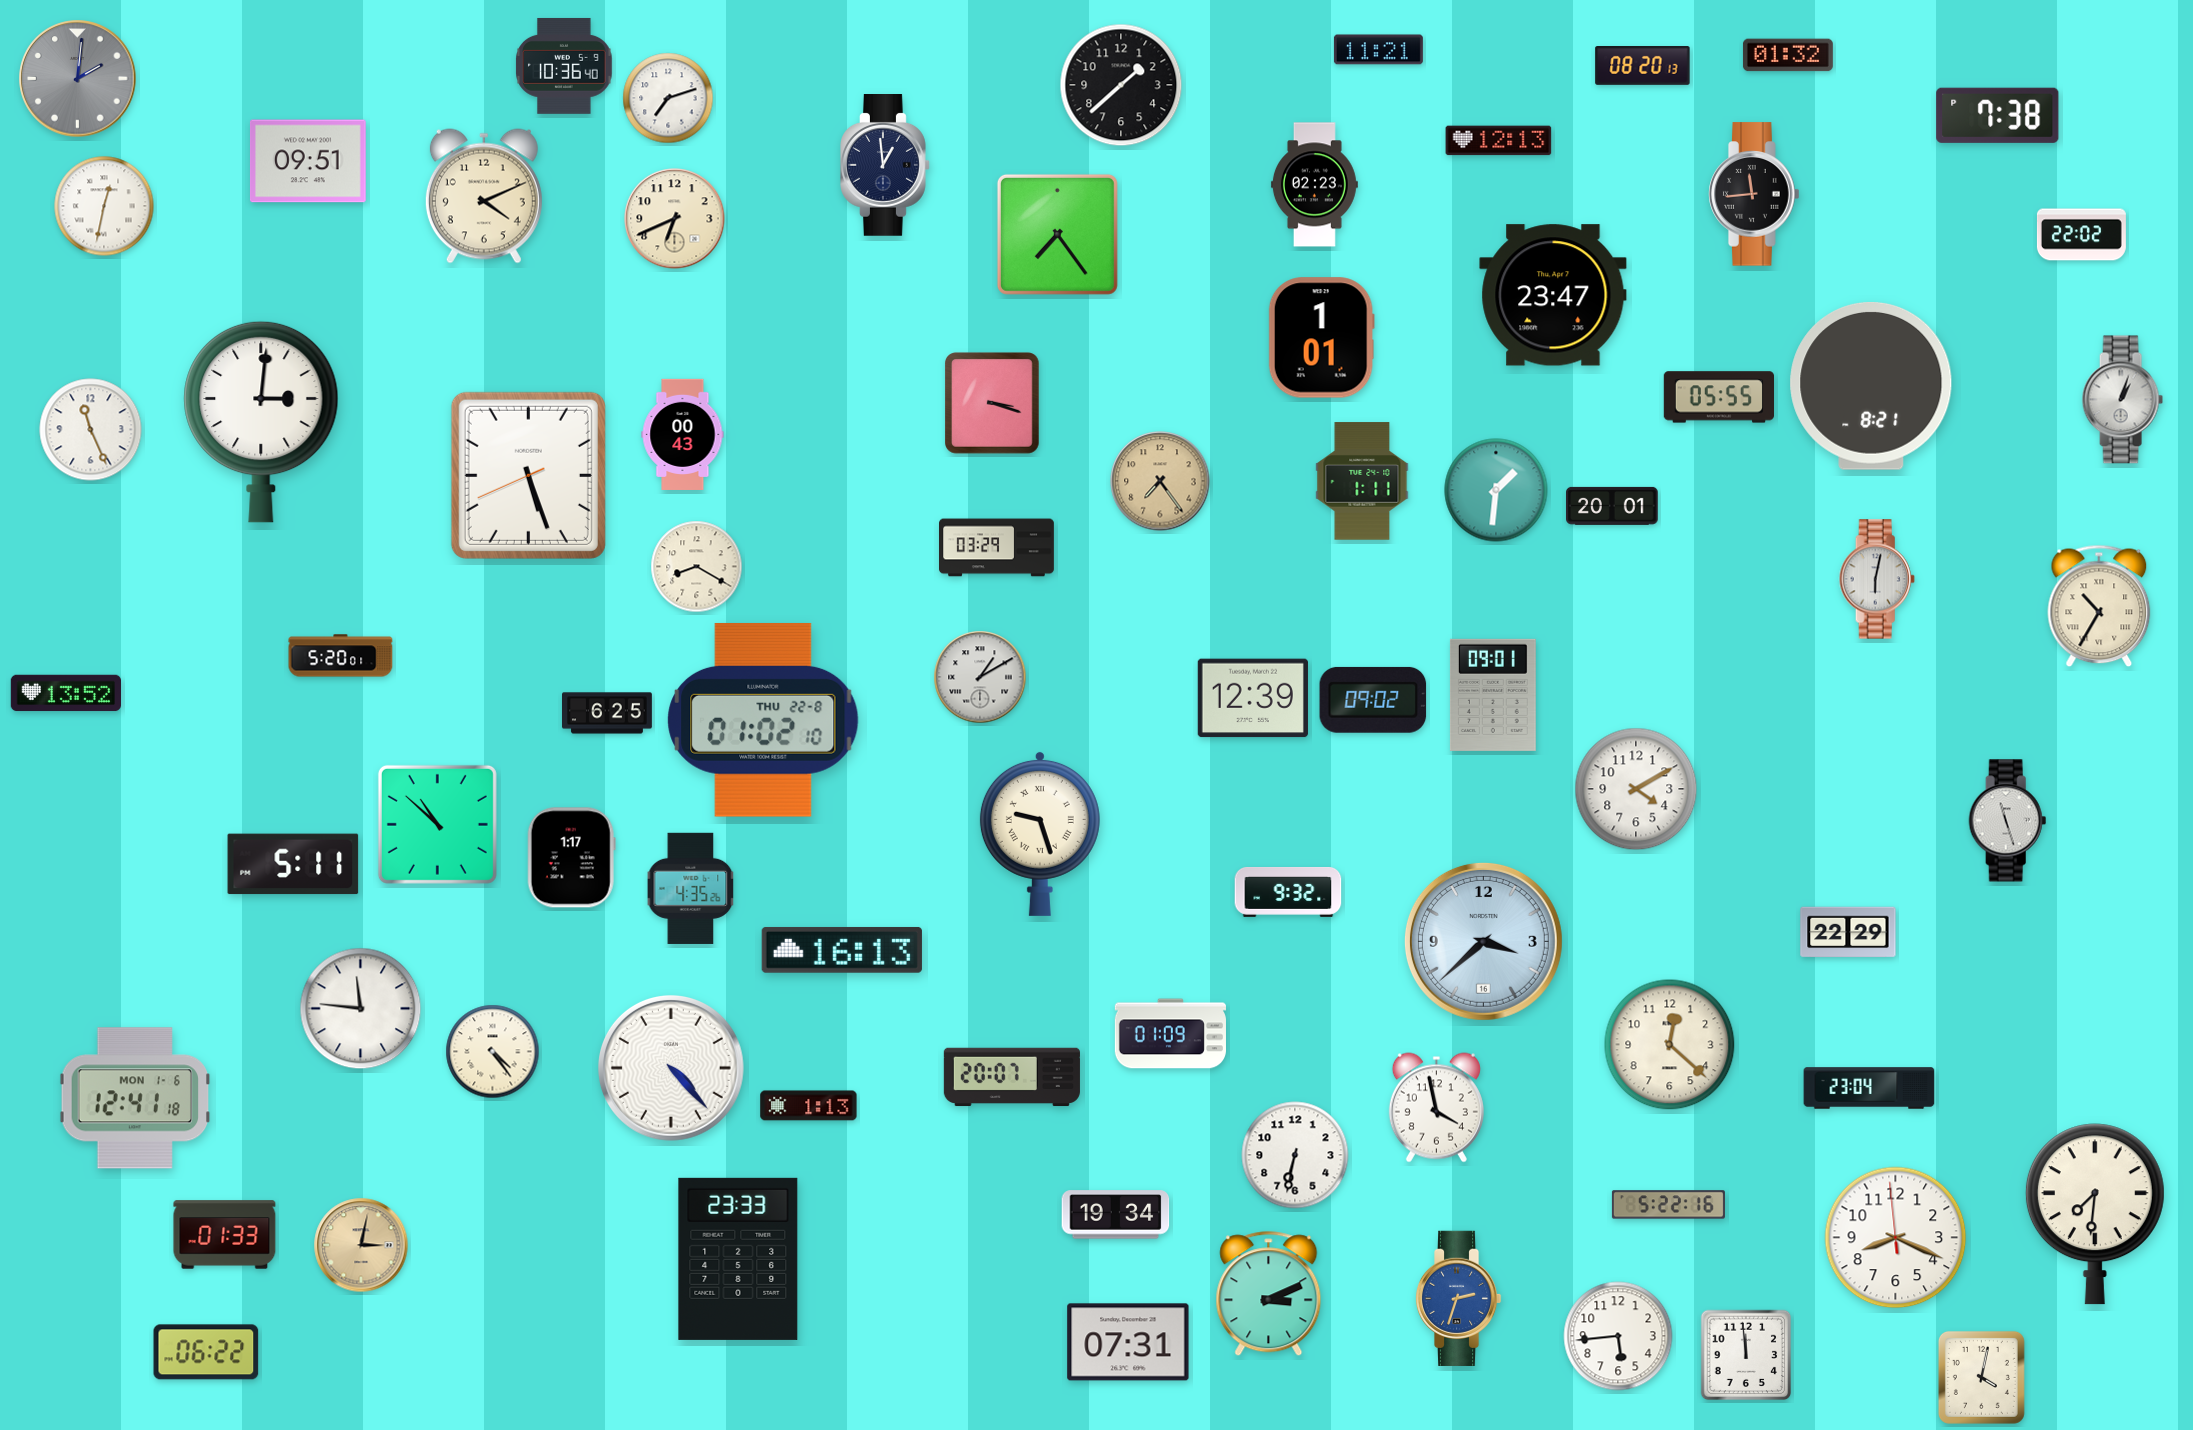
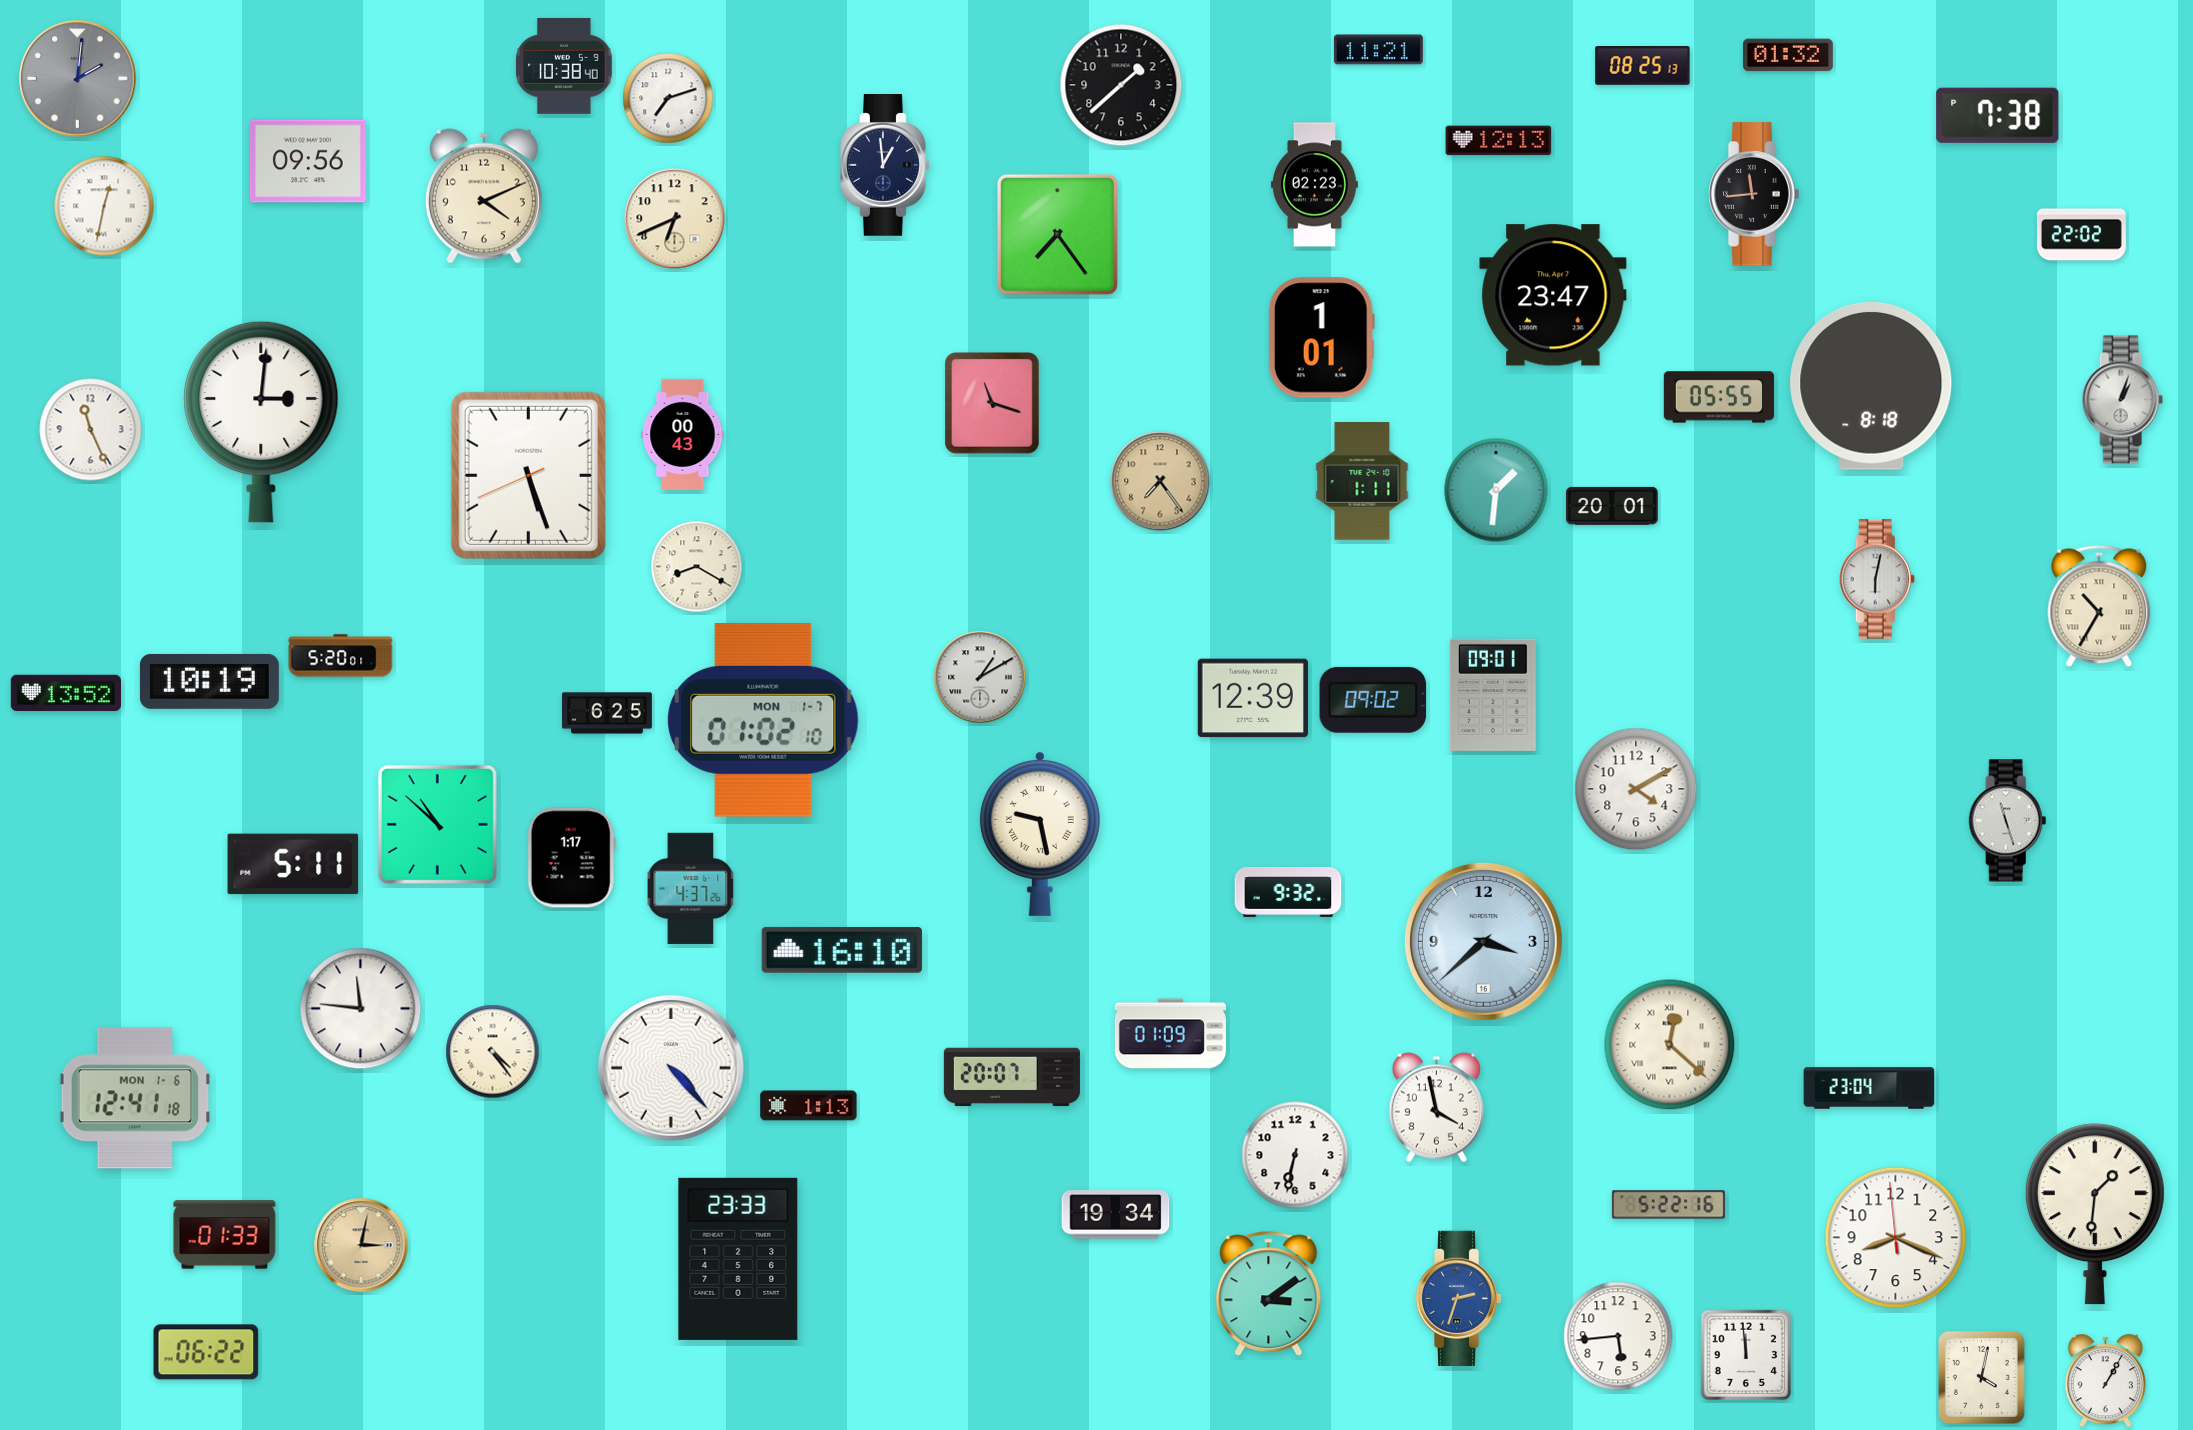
clock at (564, 66): 10:36 -> 10:38
clock at (1643, 66): 08:20 -> 08:25
clock at (308, 161): 09:51 -> 09:56
clock at (1871, 386): 8:21 -> 8:18
clock at (993, 403): 3:18 -> 11:18
clock at (997, 548): 03:29 -> none
clock at (209, 681): none -> 10:19
clock at (763, 720) date: THU 22-8 -> MON 1-7
clock at (1040, 833): 9:27 -> 9:28
clock at (691, 888): 4:35 -> 4:37
clock at (1848, 932): 22:29 -> none
clock at (842, 950): 16:13 -> 16:10
clock at (1670, 1045) numerals: Arabic -> Roman
clock at (2095, 1214): 7:31 -> 1:31
clock at (1269, 1294): 3:11 -> 3:09
clock at (1128, 1342): 07:31 -> none
clock at (2105, 1381): none -> 1:05
